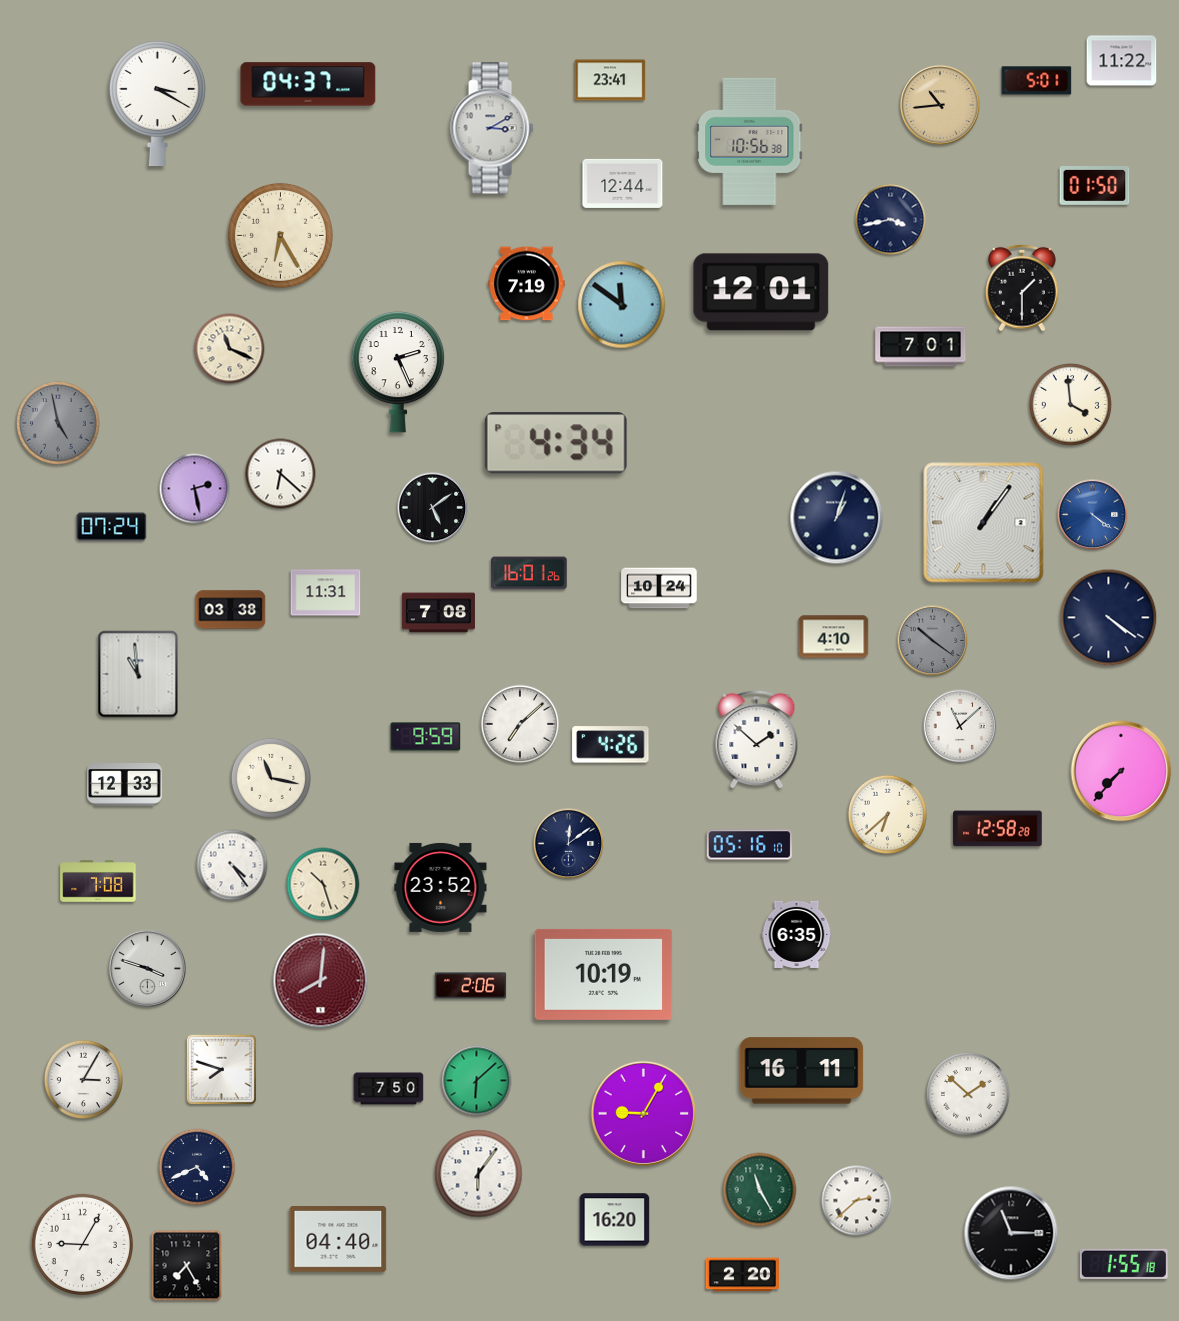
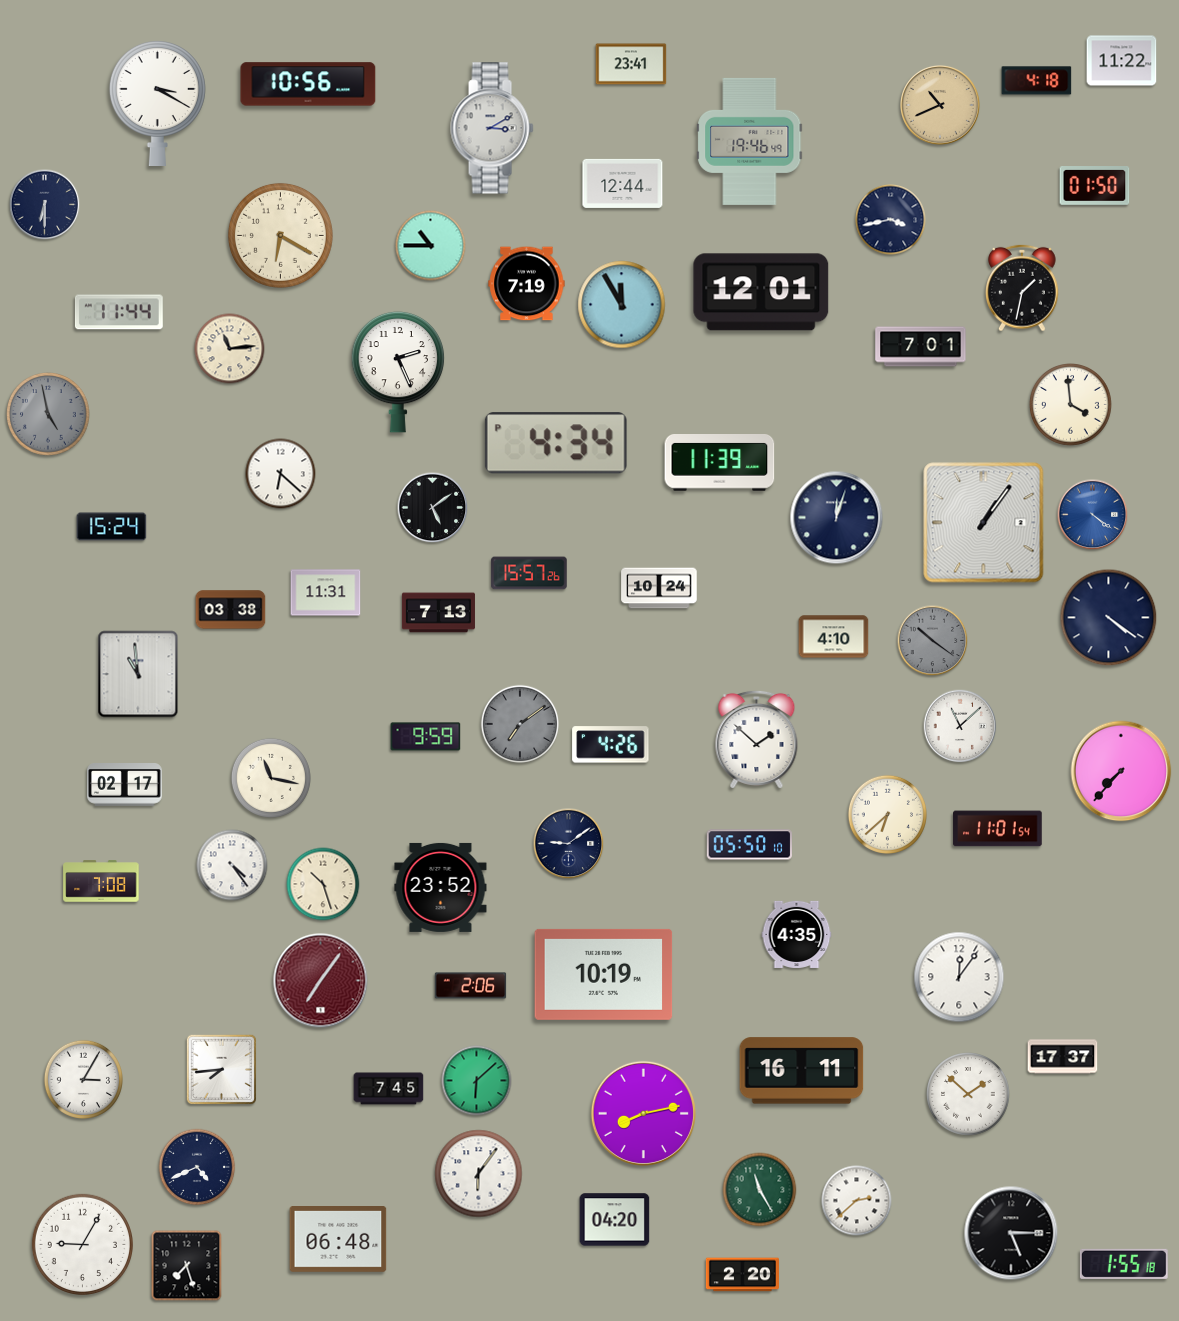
clock at (610, 80) position: (610, 80) -> (631, 64)
clock at (1037, 81): 5:01 -> 4:18
clock at (308, 84): 04:37 -> 10:56
clock at (941, 106): 10:44 -> 10:41
clock at (750, 141): 10:56 -> 19:46
clock at (45, 205): none -> 6:30
clock at (280, 235): 6:25 -> 6:20
clock at (431, 246): none -> 10:45
clock at (1023, 288): 1:30 -> 1:32
clock at (622, 305): 11:51 -> 11:55
clock at (119, 312): none -> 11:44
clock at (230, 349): 11:19 -> 11:14
clock at (58, 423) position: (58, 423) -> (48, 414)
clock at (720, 463): none -> 11:39
clock at (195, 489): 2:28 -> none
clock at (837, 518): 1:03 -> 12:03
clock at (112, 527): 07:24 -> 15:24
clock at (529, 573): 16:01 -> 15:57
clock at (438, 613): 7:08 -> 7:13
clock at (520, 724): 7:08 -> 7:09
clock at (520, 724) dial: white -> grey
clock at (125, 785): 12:33 -> 02:17
clock at (998, 829): 12:58 -> 11:01
clock at (569, 844): 12:09 -> 9:09
clock at (750, 845): 05:16 -> 05:50
clock at (98, 881) position: (98, 881) -> (101, 881)
clock at (797, 934): 6:35 -> 4:35
clock at (147, 968): 3:48 -> none
clock at (959, 977): none -> 12:06
clock at (321, 981): 8:01 -> 7:06
clock at (1063, 1057): none -> 17:37
clock at (221, 1069): 7:48 -> 7:44
clock at (389, 1089): 7:50 -> 7:45
clock at (643, 1113): 9:05 -> 8:13
clock at (615, 1220): 16:20 -> 04:20
clock at (1011, 1233): 11:15 -> 5:15
clock at (338, 1240): 04:40 -> 06:48
clock at (187, 1266): 7:25 -> 7:27
